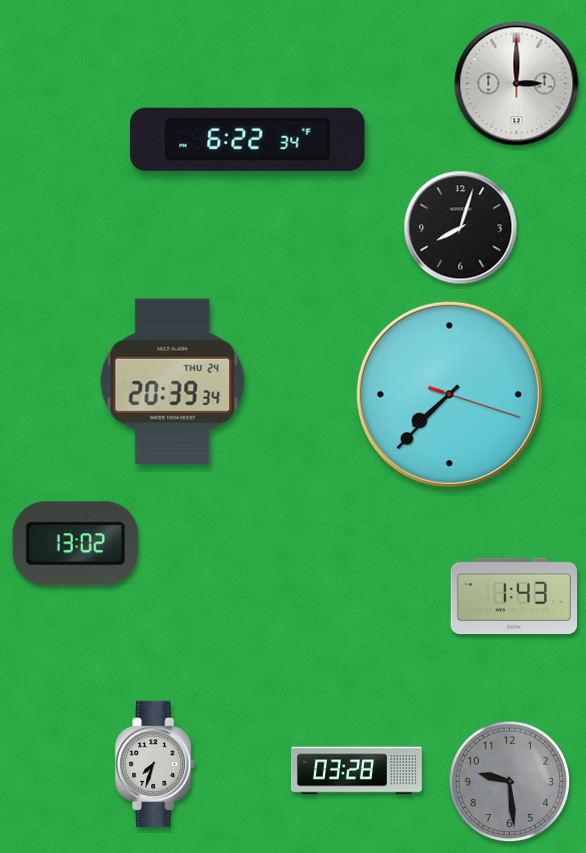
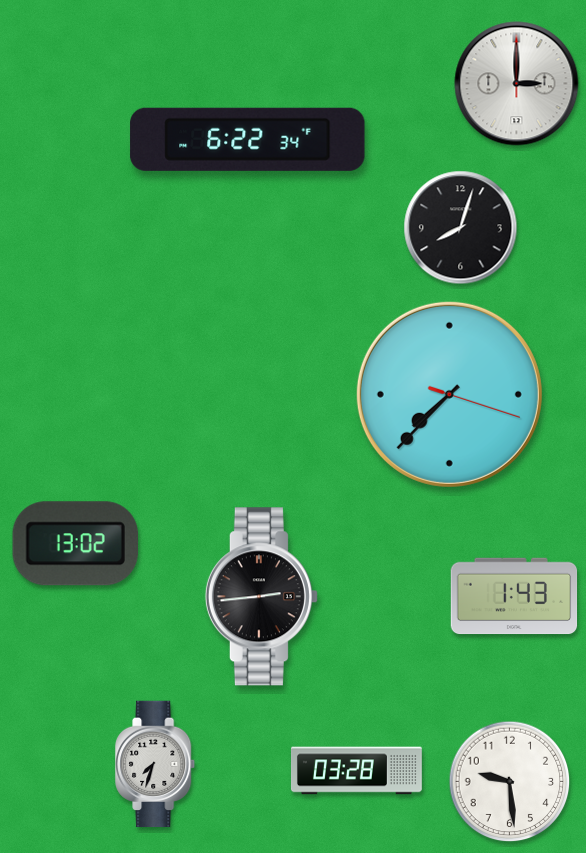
clock at (173, 381): 20:39 -> none
clock at (261, 597): none -> 2:44
clock at (510, 782) dial: grey -> white
